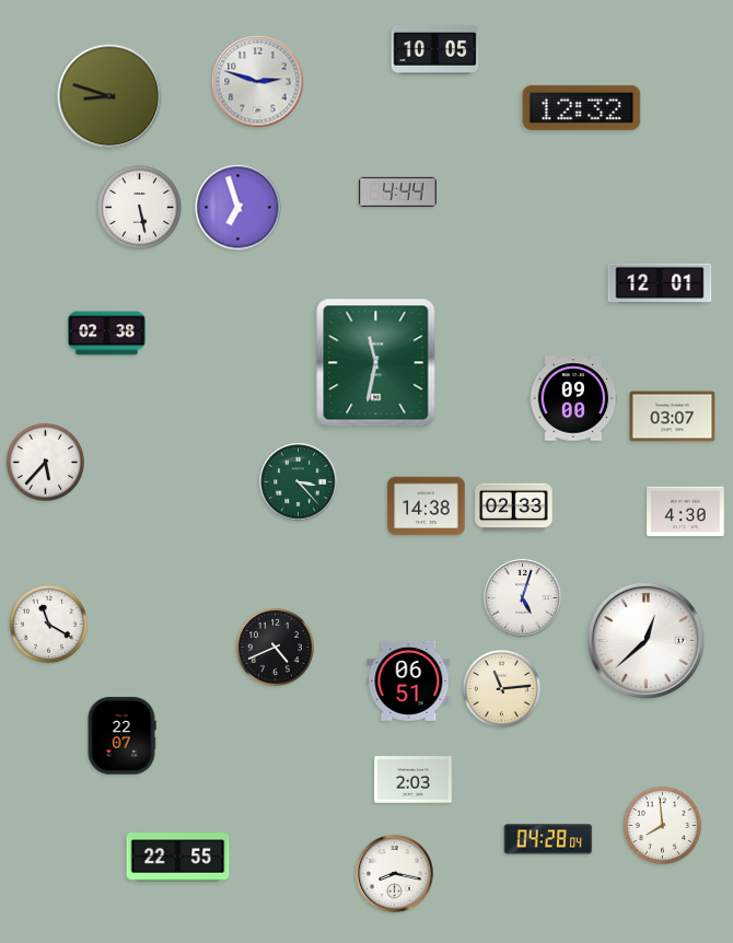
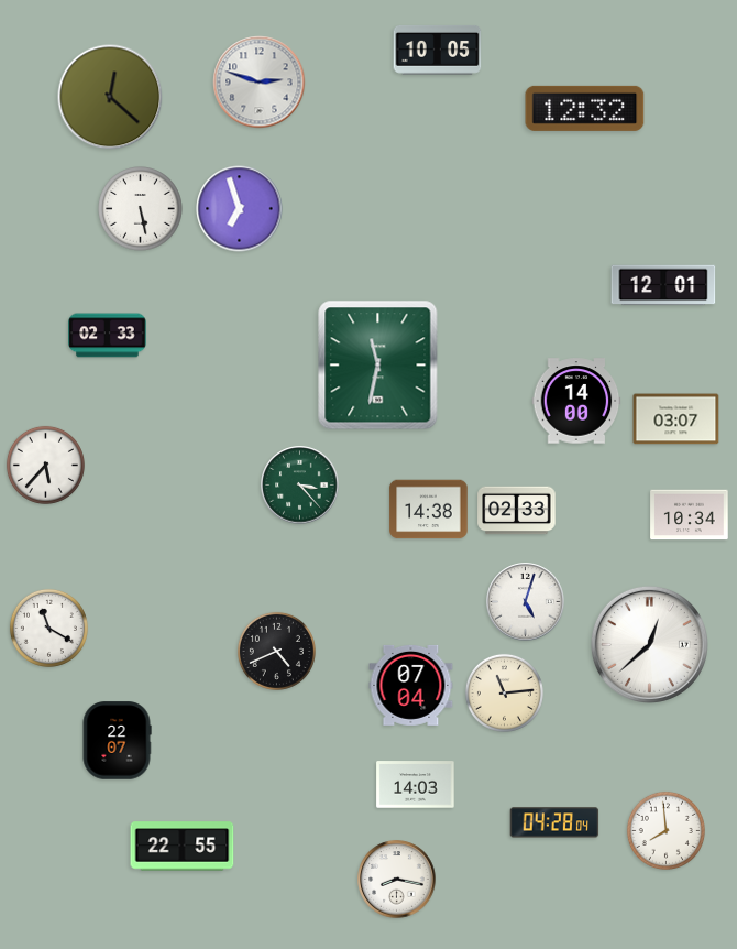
clock at (109, 96): 8:48 -> 12:22
clock at (398, 191): 4:44 -> none
clock at (107, 334): 02:38 -> 02:33
clock at (573, 398): 09:00 -> 14:00
clock at (686, 512): 4:30 -> 10:34
clock at (409, 680): 06:51 -> 07:04
clock at (121, 736) position: (121, 736) -> (117, 741)
clock at (414, 780): 2:03 -> 14:03
clock at (548, 839) position: (548, 839) -> (554, 822)
clock at (178, 858) position: (178, 858) -> (183, 847)
